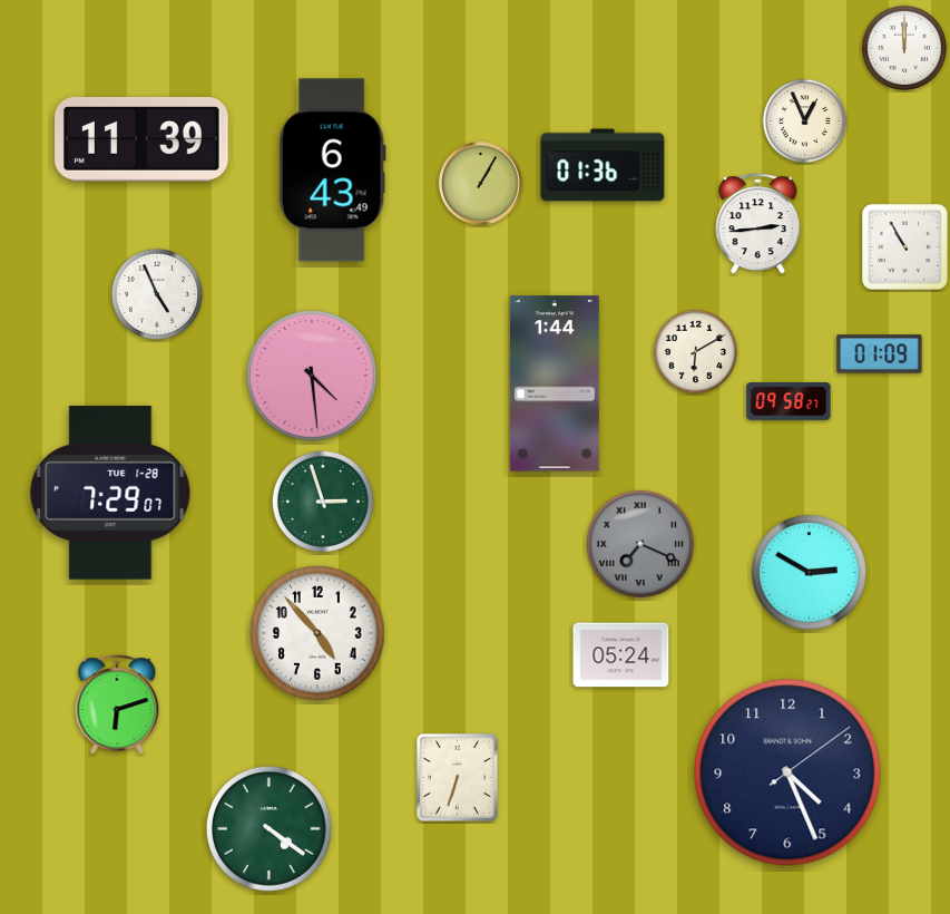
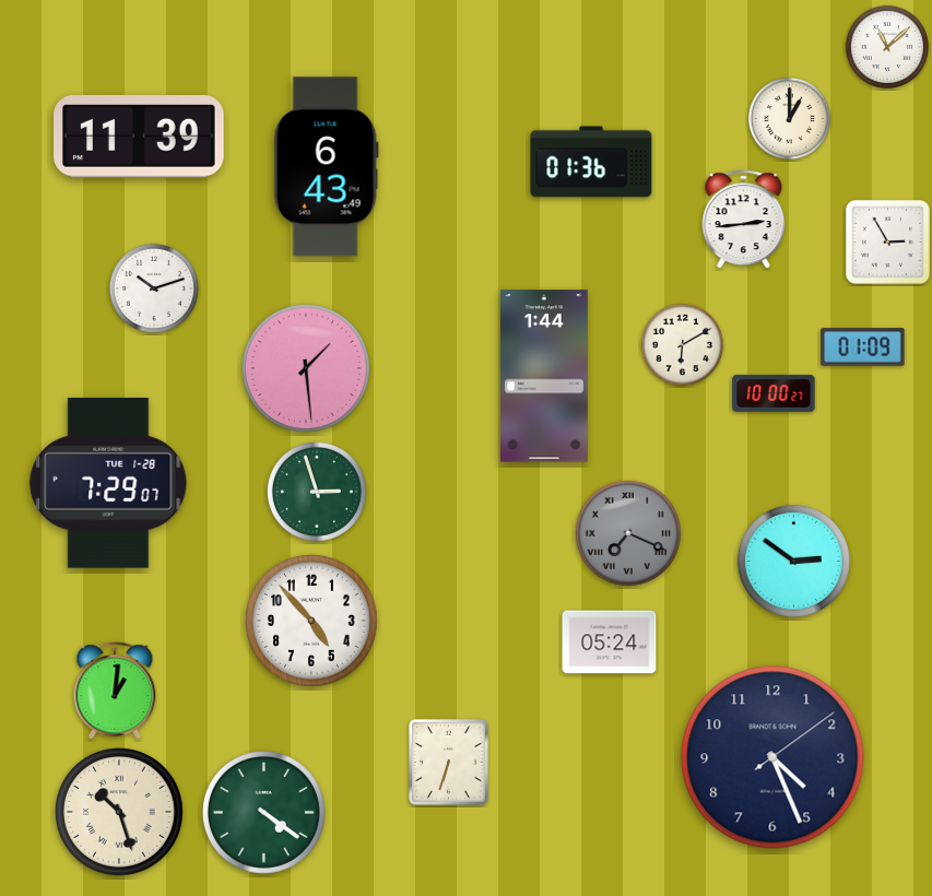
clock at (903, 47): 12:00 -> 11:08
clock at (805, 121): 12:56 -> 1:00
clock at (480, 183): 1:05 -> none
clock at (904, 246): 10:55 -> 2:55
clock at (157, 294): 4:56 -> 10:12
clock at (313, 377): 4:29 -> 1:29
clock at (789, 401): 09:58 -> 10:00
clock at (809, 572): 2:50 -> 2:51
clock at (117, 706): 6:12 -> 1:01
clock at (120, 813): none -> 10:27
